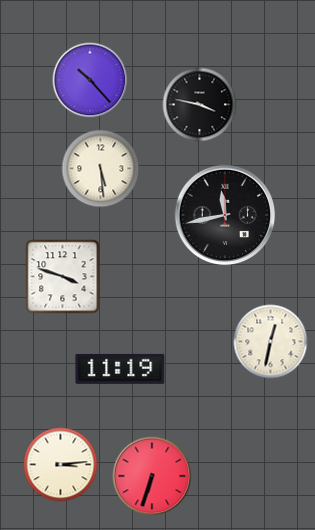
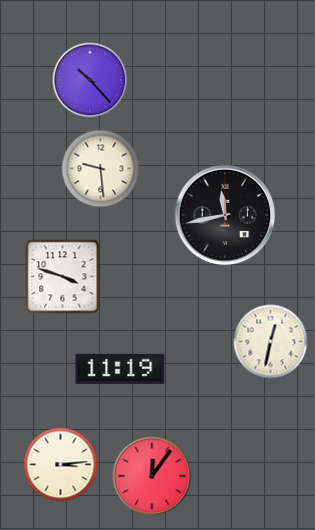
clock at (200, 105): 3:47 -> none
clock at (101, 169): 5:29 -> 9:29
clock at (152, 476): 6:33 -> 12:06
